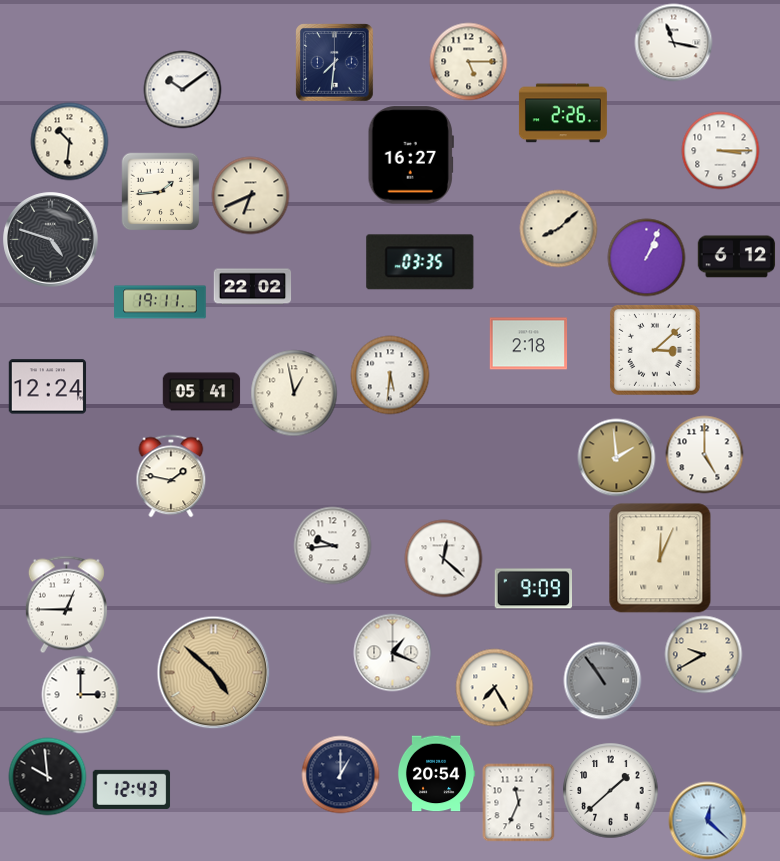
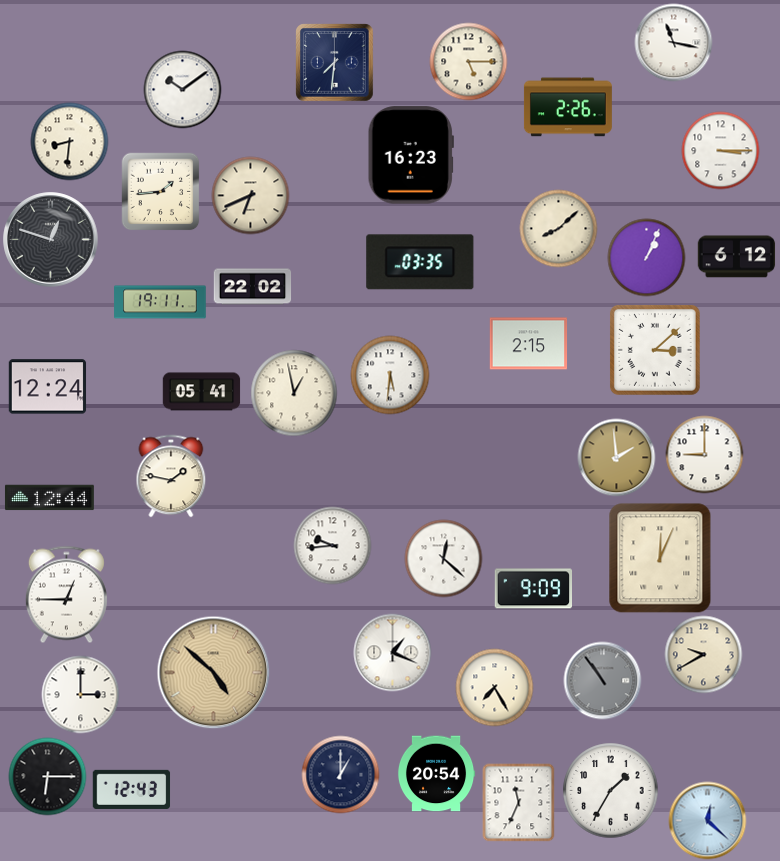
clock at (563, 113) position: (563, 113) -> (568, 107)
clock at (69, 141): 10:31 -> 8:31
clock at (411, 155): 16:27 -> 16:23
clock at (51, 240): 4:48 -> 12:48
clock at (528, 344): 2:18 -> 2:15
clock at (704, 454): 5:00 -> 9:00
clock at (49, 498): none -> 12:44
clock at (66, 604) position: (66, 604) -> (66, 594)
clock at (47, 776): 9:59 -> 6:15
clock at (610, 790): 1:38 -> 1:35
